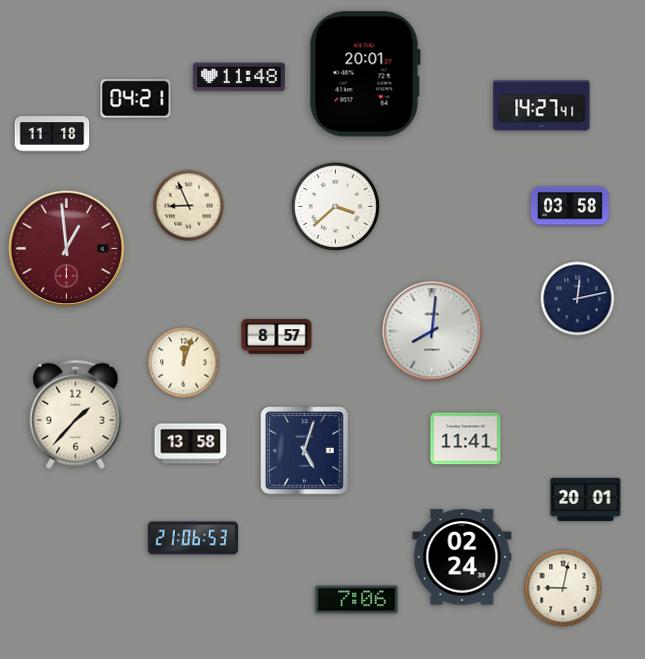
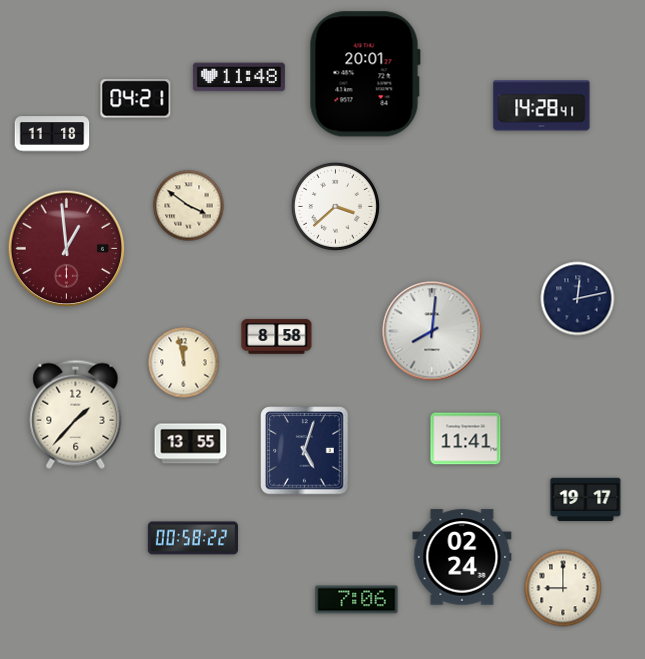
clock at (542, 106): 14:27 -> 14:28
clock at (189, 206): 8:56 -> 3:51
clock at (570, 206): 03:58 -> none
clock at (277, 337): 8:57 -> 8:58
clock at (184, 363): 12:03 -> 11:58
clock at (191, 444): 13:58 -> 13:55
clock at (586, 500): 20:01 -> 19:17
clock at (192, 538): 21:06 -> 00:58
clock at (563, 588): 9:02 -> 9:00
